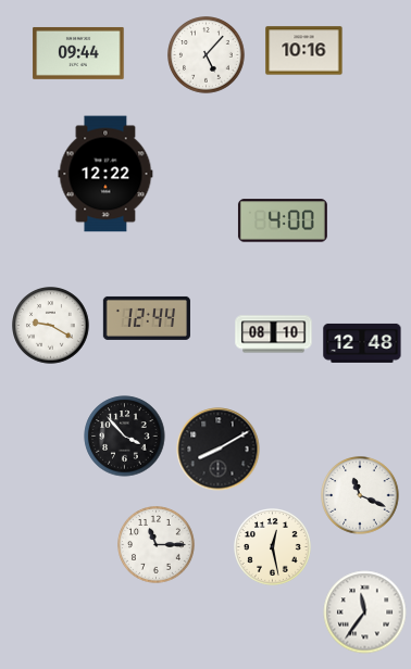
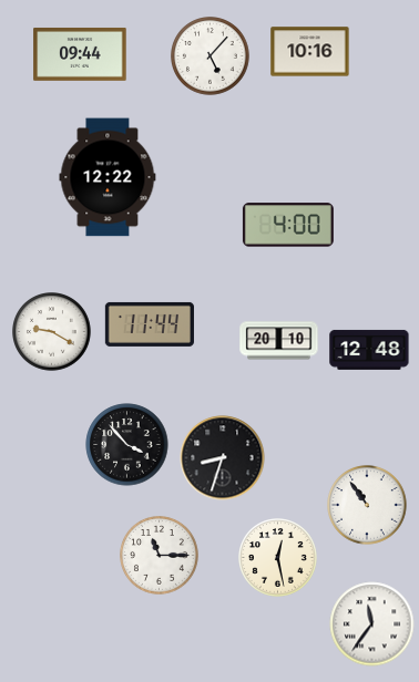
clock at (147, 318): 12:44 -> 11:44
clock at (274, 335): 08:10 -> 20:10
clock at (219, 450): 8:10 -> 8:33
clock at (360, 495): 11:19 -> 10:54
